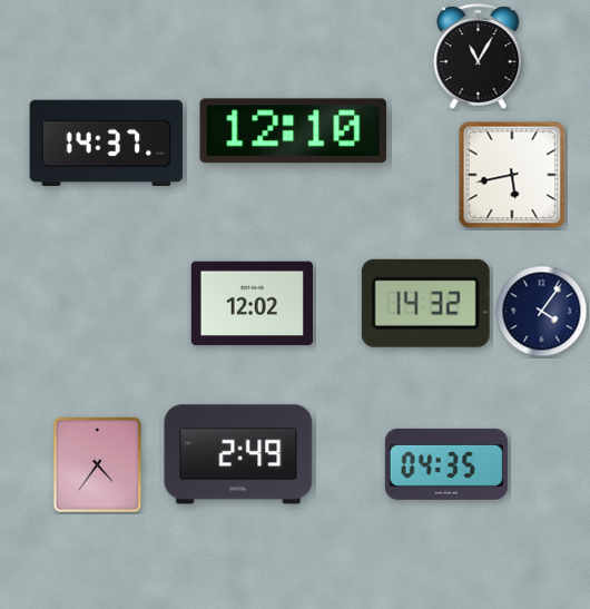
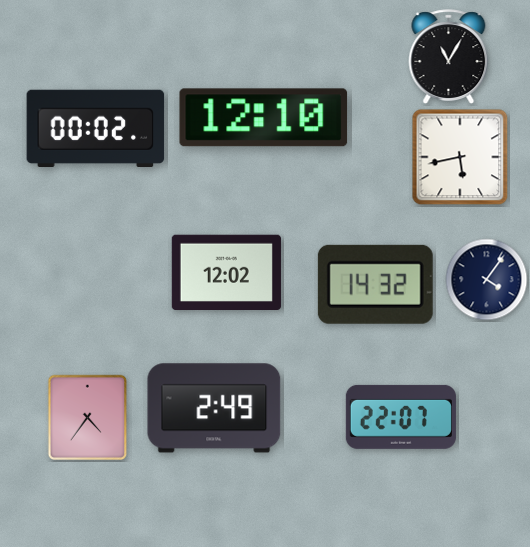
clock at (479, 56) position: (479, 56) -> (449, 56)
clock at (107, 143): 14:37 -> 00:02
clock at (425, 303) position: (425, 303) -> (375, 284)
clock at (446, 464): 04:35 -> 22:07
